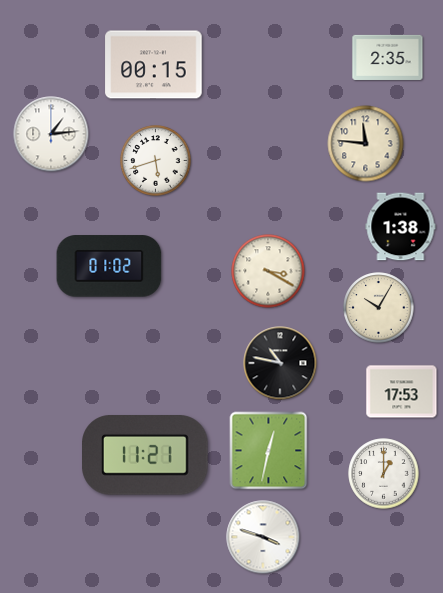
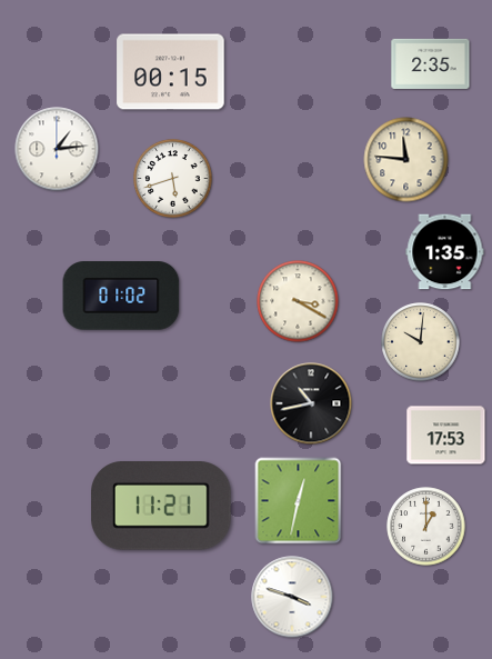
clock at (401, 227): 1:38 -> 1:35
clock at (379, 308): 10:05 -> 10:01
clock at (280, 363): 10:47 -> 10:43
